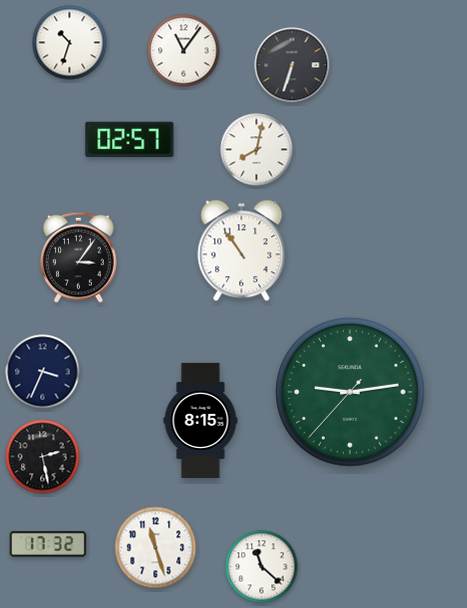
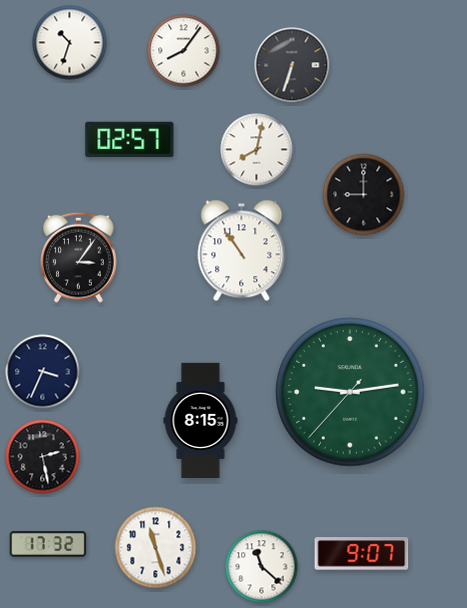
clock at (184, 51): 11:06 -> 8:06
clock at (364, 195): none -> 9:00
clock at (362, 554): none -> 9:07
